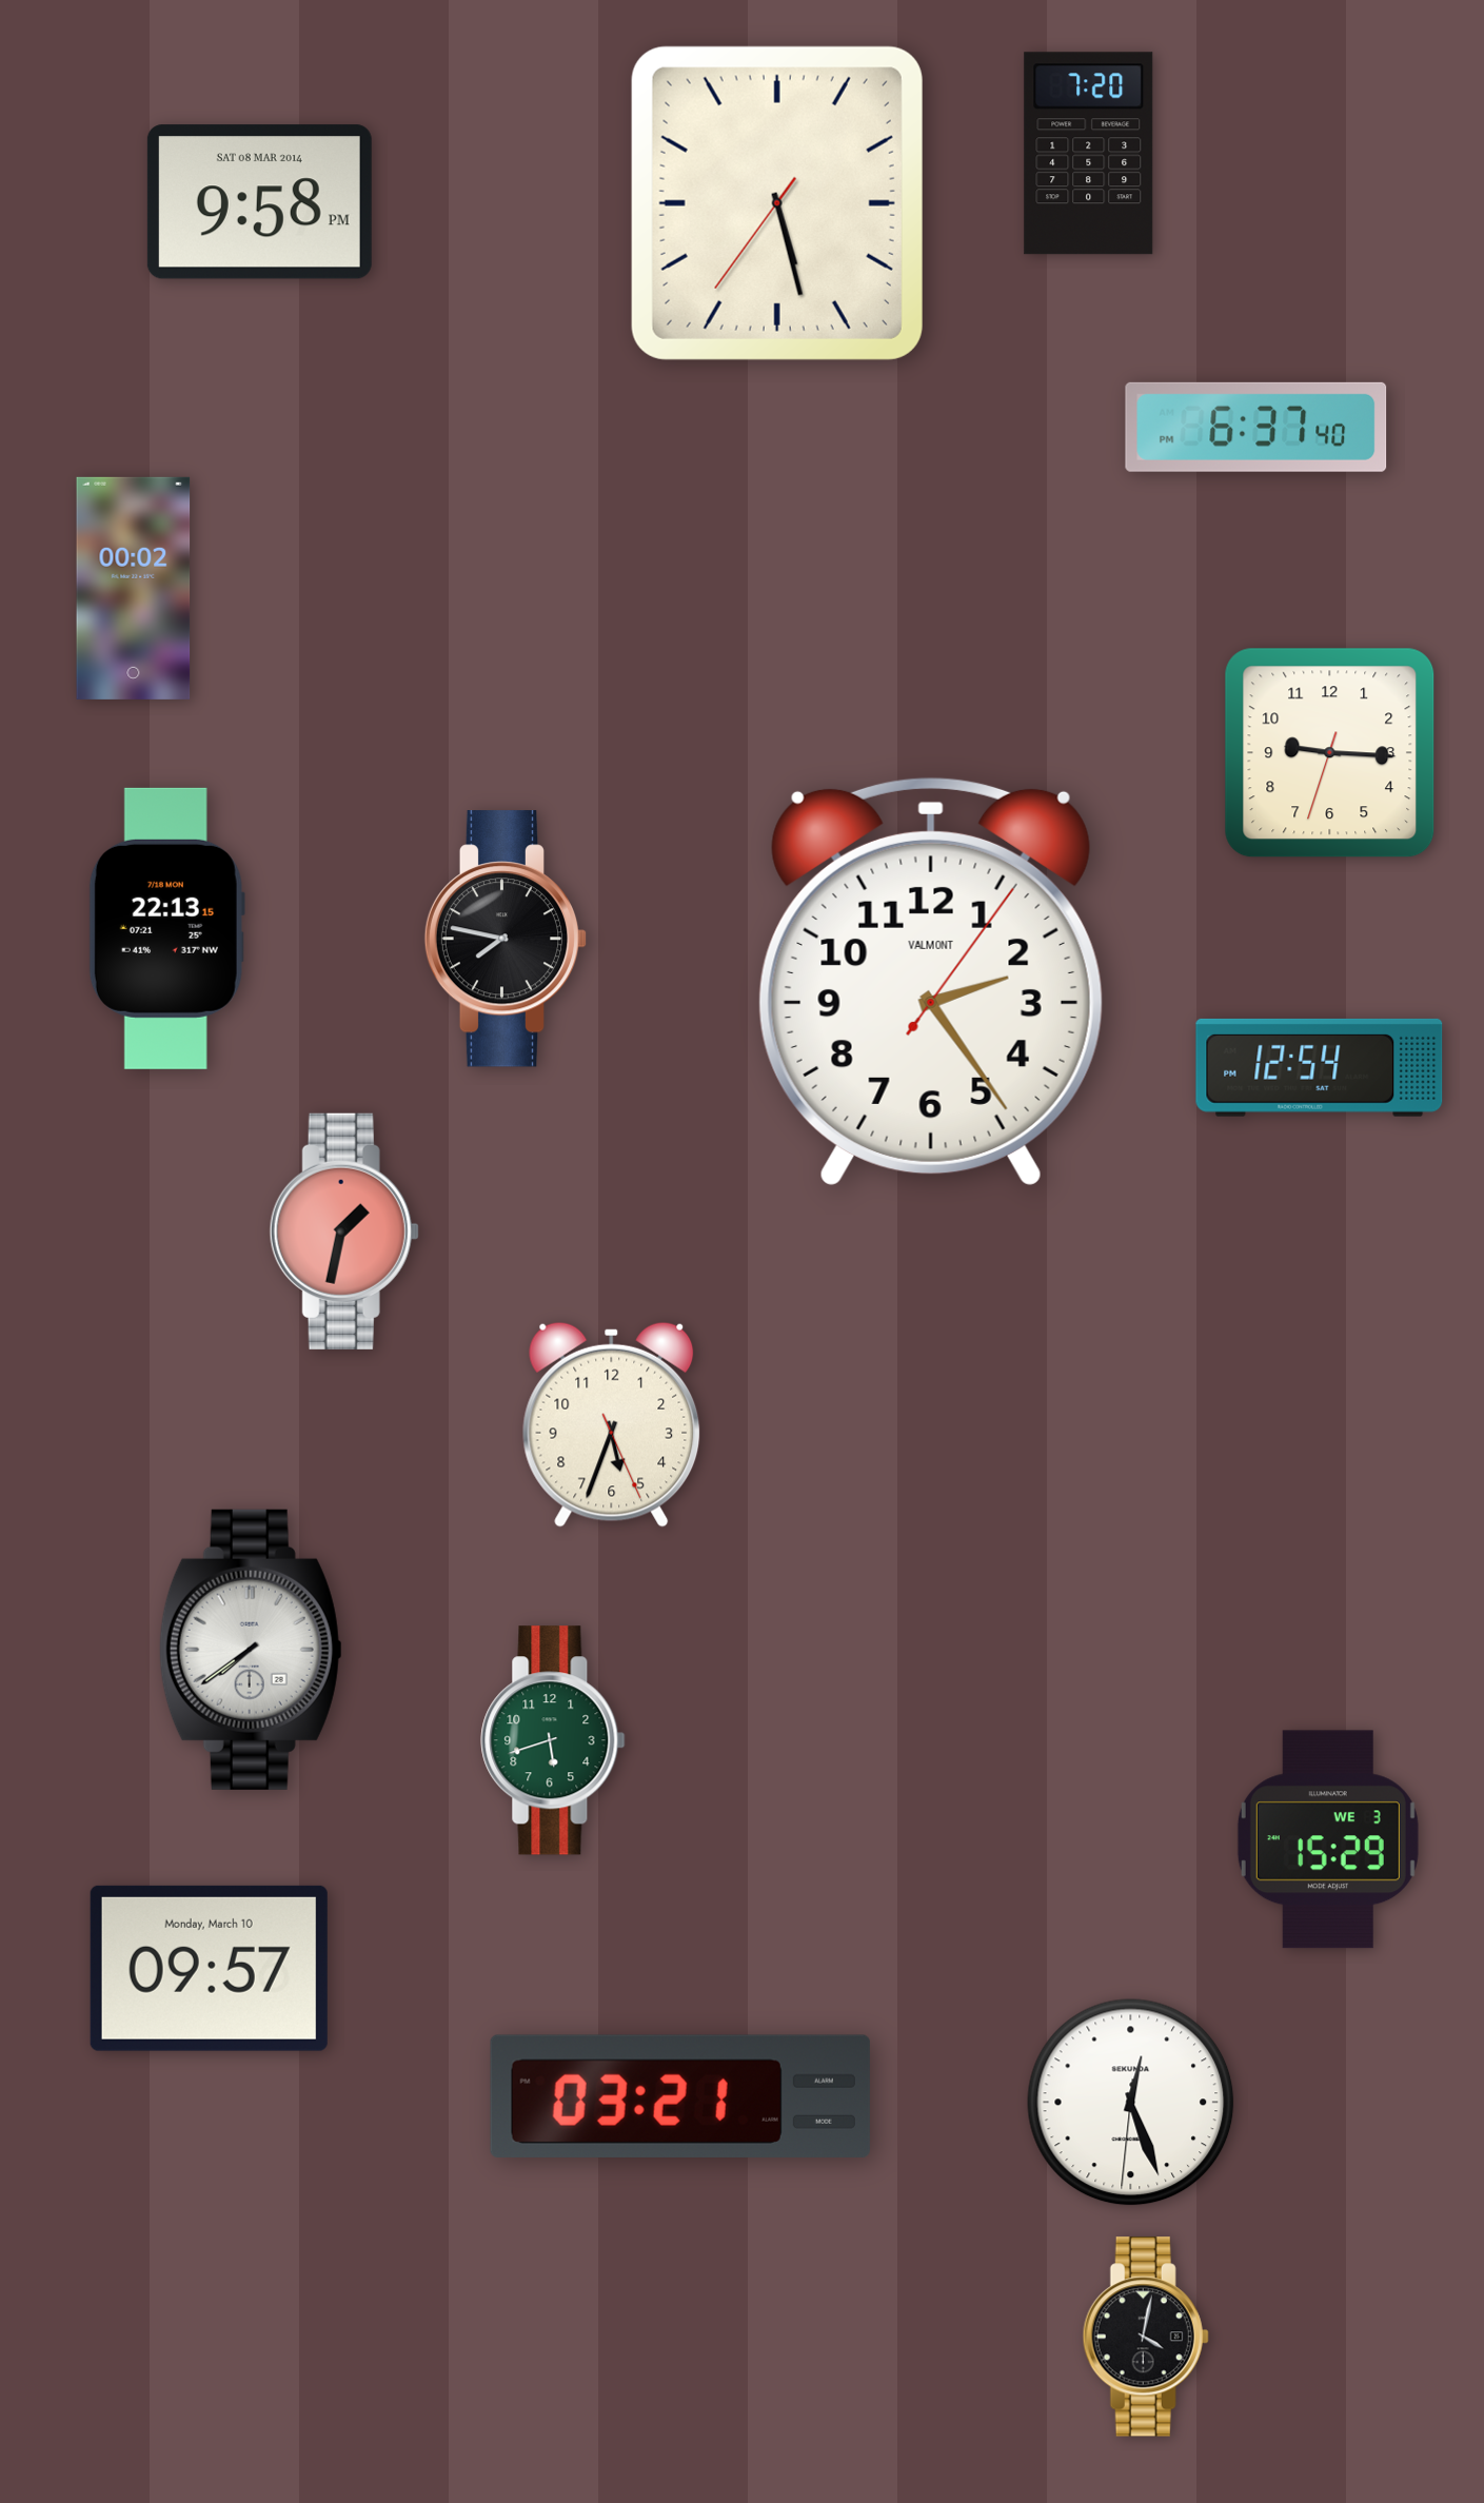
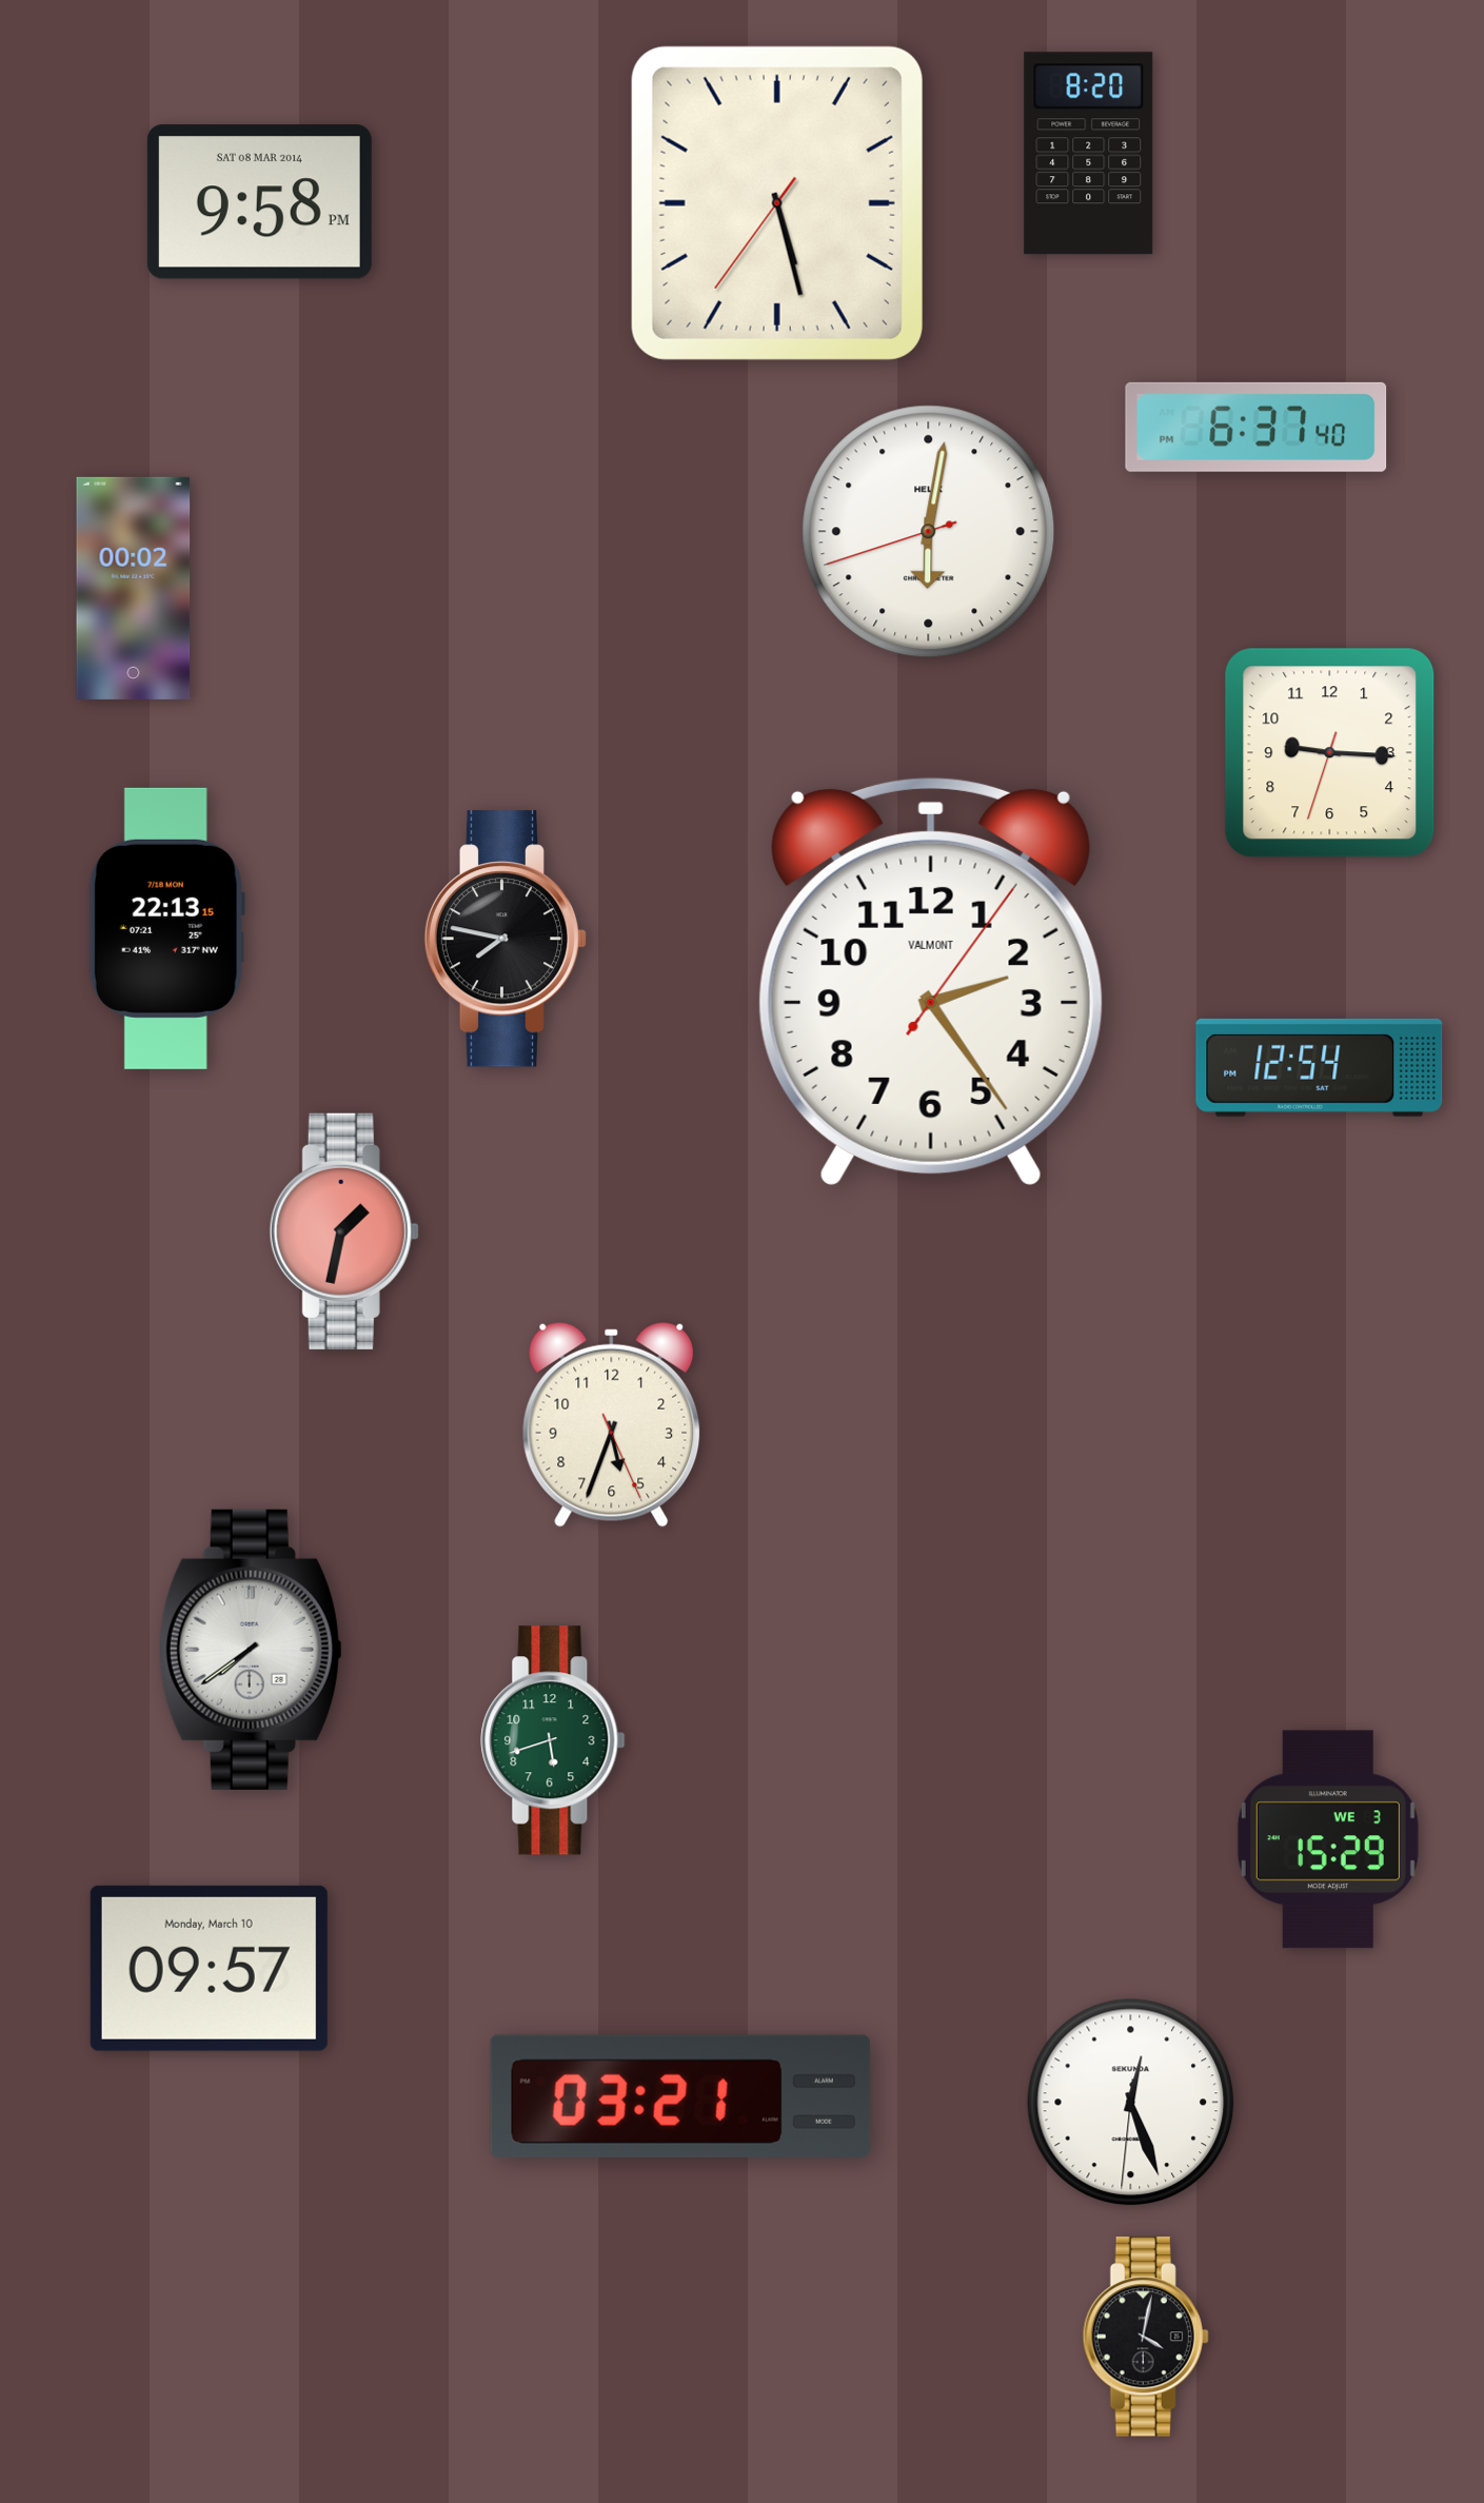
clock at (1089, 154): 7:20 -> 8:20
clock at (929, 532): none -> 6:01
